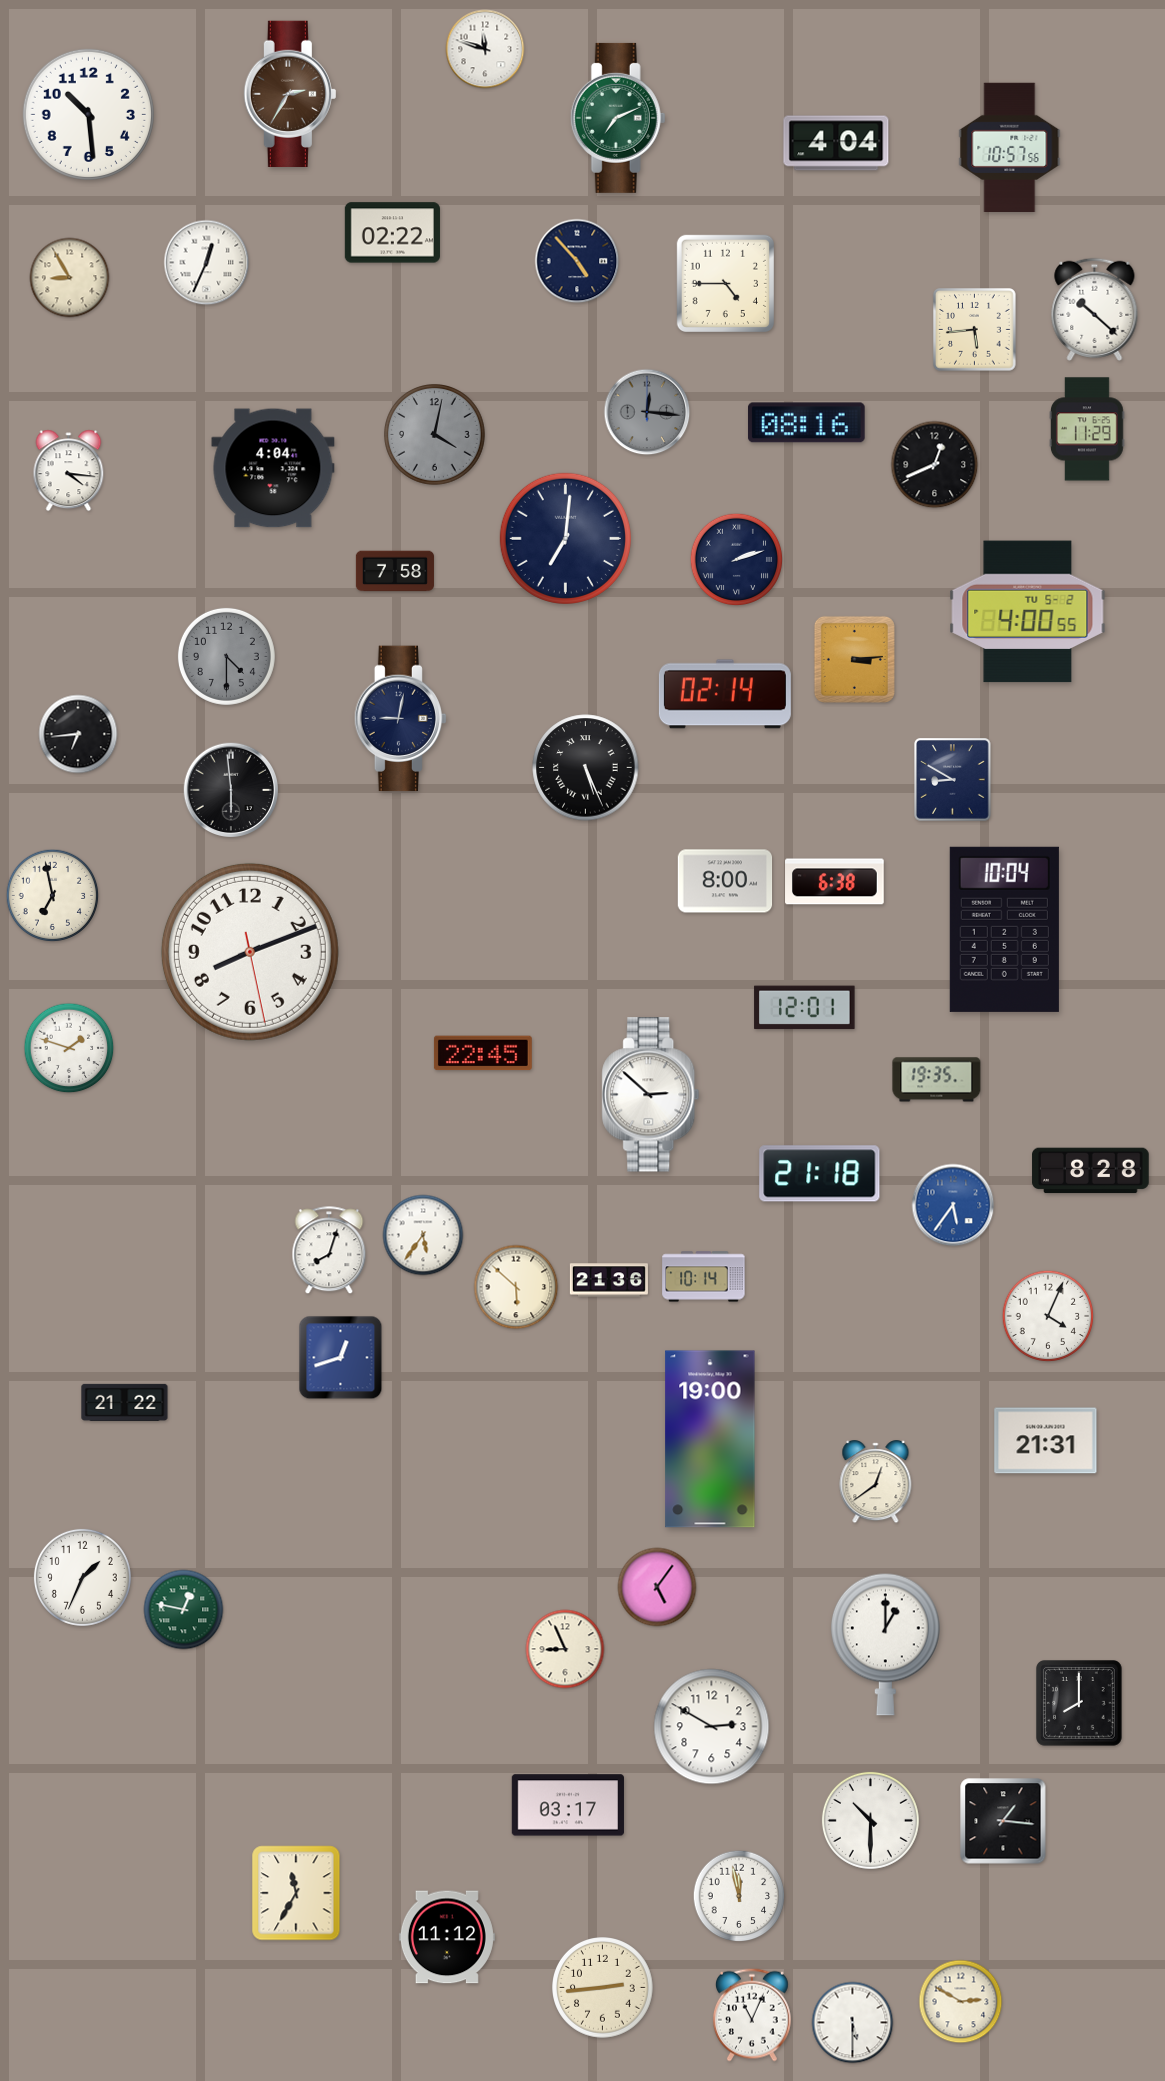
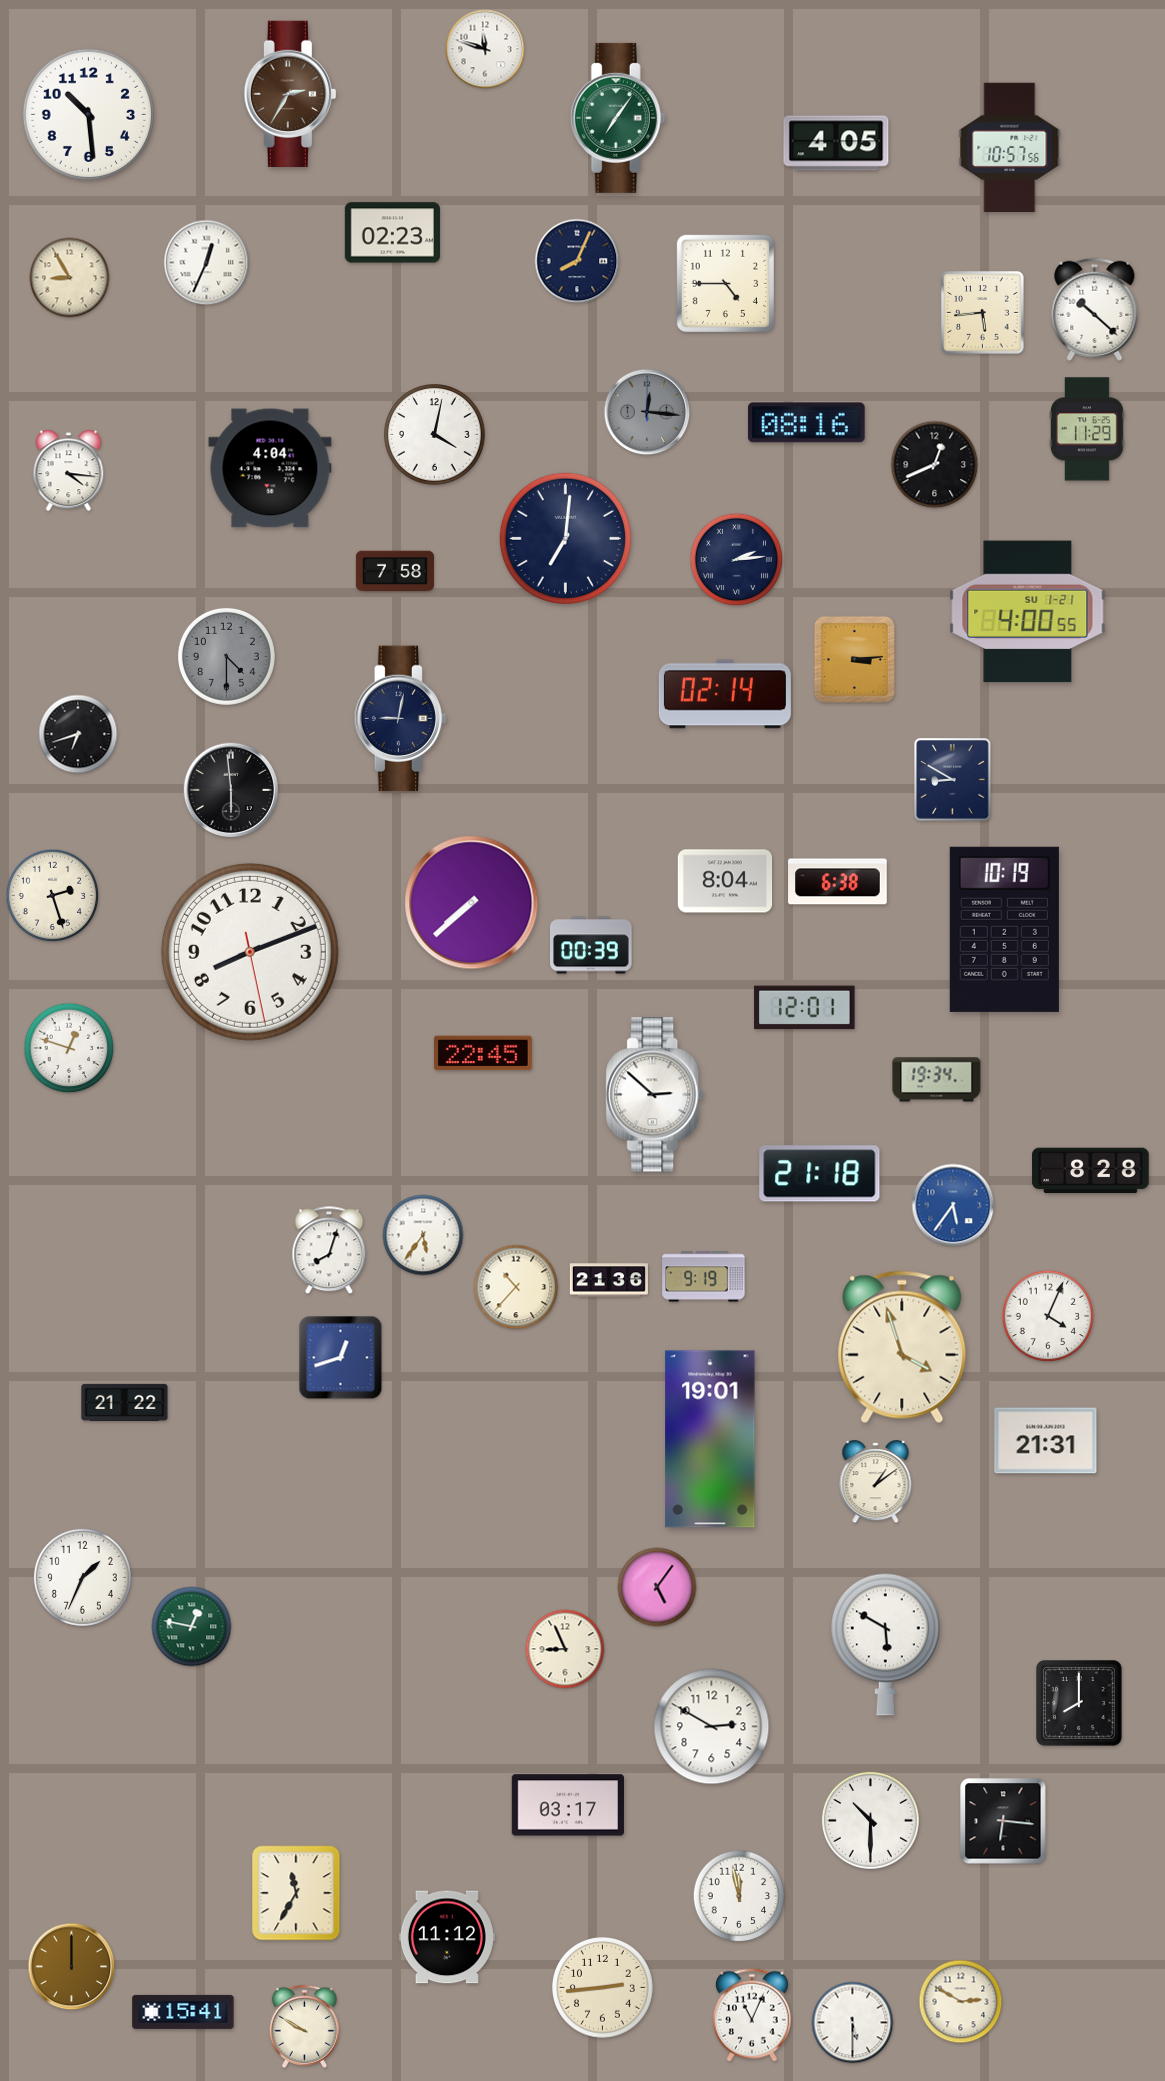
clock at (618, 118): 7:11 -> 7:06
clock at (836, 143): 4:04 -> 4:05
clock at (392, 233): 02:22 -> 02:23
clock at (577, 261): 4:53 -> 8:04
clock at (975, 330) position: (975, 330) -> (983, 313)
clock at (435, 435) dial: grey -> white
clock at (273, 468) position: (273, 468) -> (270, 468)
clock at (737, 560): 2:12 -> 2:14
clock at (1028, 612) date: TU 5-2 -> SU 1-21
clock at (78, 734): 6:44 -> 6:42
clock at (586, 768): 5:26 -> none
clock at (725, 881): 8:00 -> 8:04
clock at (835, 882) position: (835, 882) -> (838, 882)
clock at (53, 896): 6:58 -> 2:27
clock at (472, 903): none -> 7:38
clock at (1004, 929): 10:04 -> 10:19
clock at (591, 945): none -> 00:39
clock at (69, 1048): 1:48 -> 12:48
clock at (937, 1080): 19:35 -> 19:34
clock at (651, 1095) position: (651, 1095) -> (655, 1095)
clock at (704, 1277): 10:14 -> 9:19
clock at (516, 1287): 5:52 -> 10:37
clock at (902, 1347): none -> 3:57
clock at (710, 1439): 19:00 -> 19:01
clock at (876, 1482): 12:39 -> 1:09
clock at (184, 1610) position: (184, 1610) -> (192, 1627)
clock at (886, 1644): 1:00 -> 5:50
clock at (1003, 1821): 1:16 -> 6:16
clock at (72, 1967): none -> 12:00
clock at (183, 2012): none -> 15:41
clock at (304, 2026): none -> 9:50
